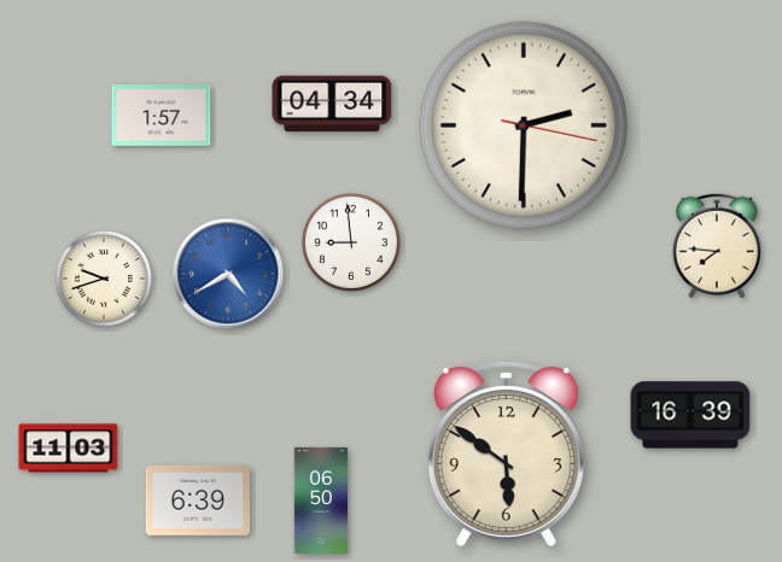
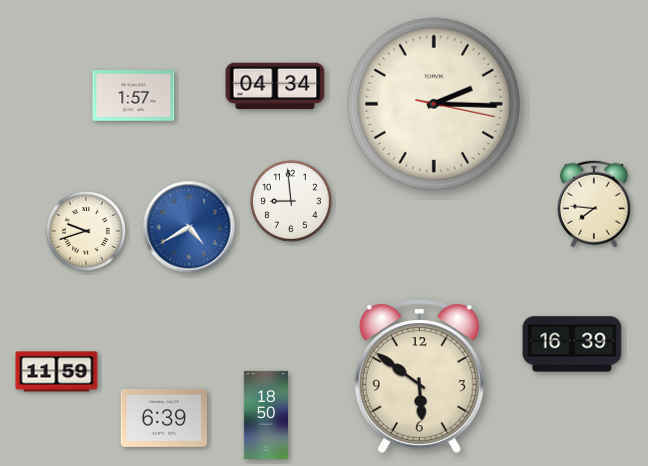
clock at (524, 125): 2:30 -> 2:15
clock at (69, 449): 11:03 -> 11:59
clock at (197, 500) position: (197, 500) -> (163, 418)
clock at (320, 500): 06:50 -> 18:50
